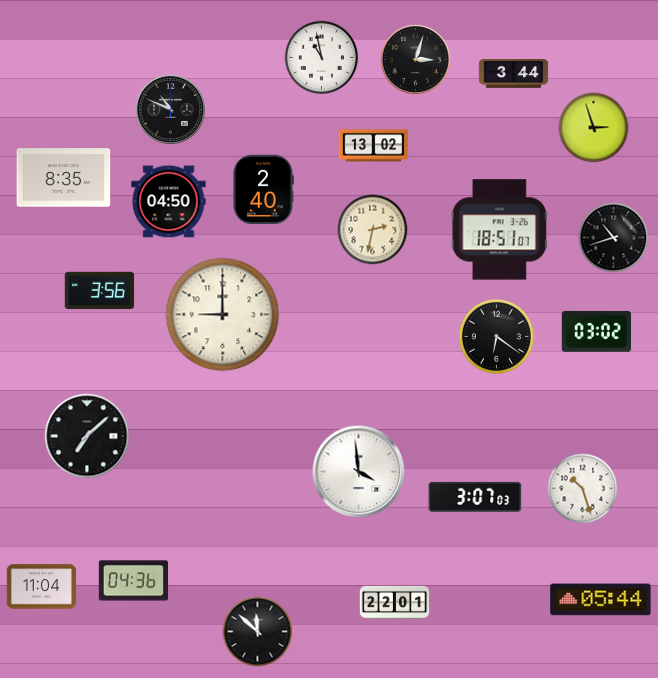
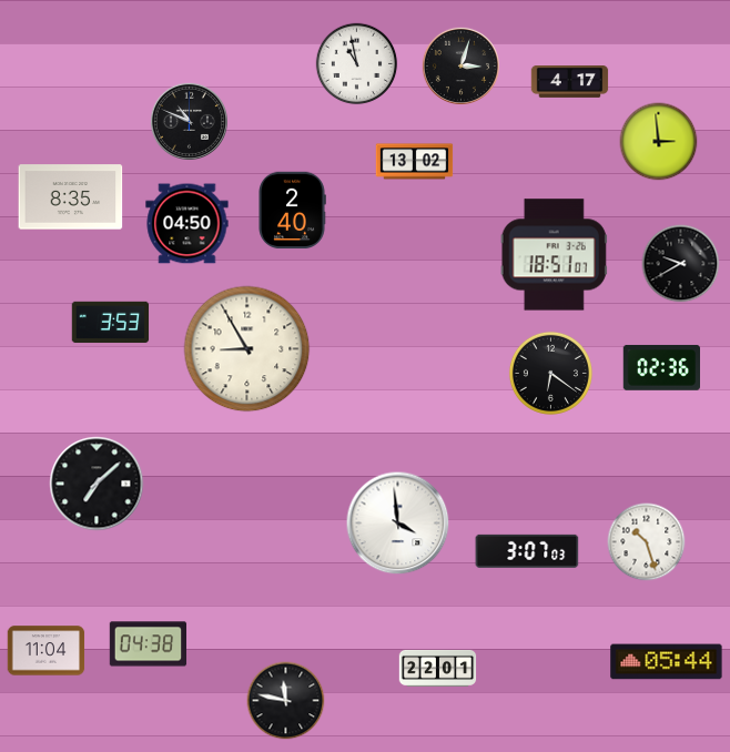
clock at (514, 74): 3:44 -> 4:17
clock at (594, 128): 2:57 -> 2:59
clock at (373, 230): 2:32 -> none
clock at (614, 238): 10:42 -> 9:40
clock at (100, 291): 3:56 -> 3:53
clock at (223, 315): 9:00 -> 8:55
clock at (596, 332): 03:02 -> 02:36
clock at (134, 581): 04:36 -> 04:38
clock at (601, 600) position: (601, 600) -> (667, 662)
clock at (258, 632): 11:52 -> 11:47
